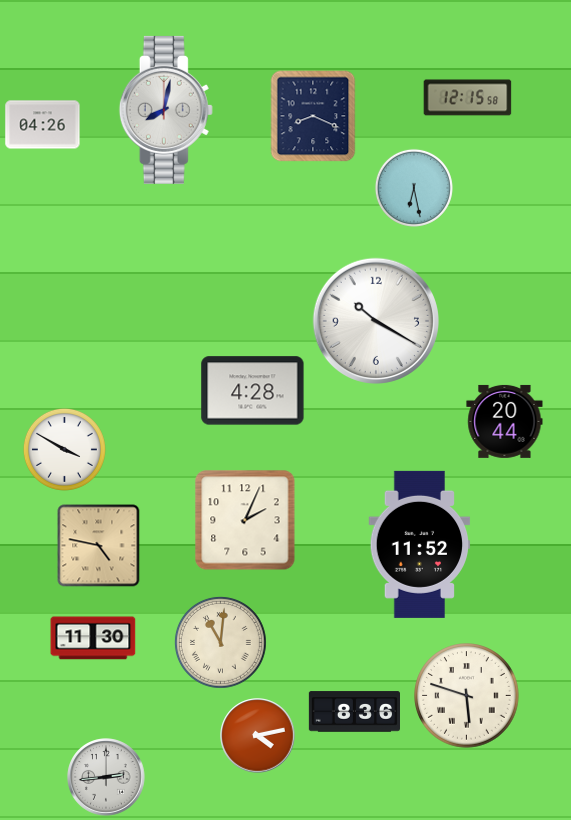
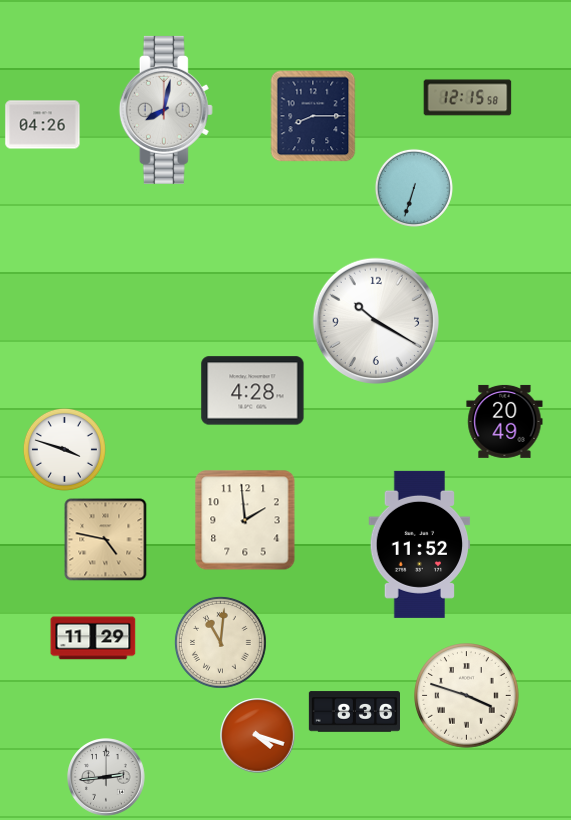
clock at (313, 116): 8:19 -> 8:15
clock at (414, 188): 6:28 -> 6:33
clock at (505, 421): 20:44 -> 20:49
clock at (64, 449): 3:50 -> 3:48
clock at (245, 520): 2:04 -> 1:59
clock at (99, 546) position: (99, 546) -> (106, 540)
clock at (93, 638): 11:30 -> 11:29
clock at (467, 696): 5:48 -> 3:48
clock at (258, 736): 4:13 -> 4:18
